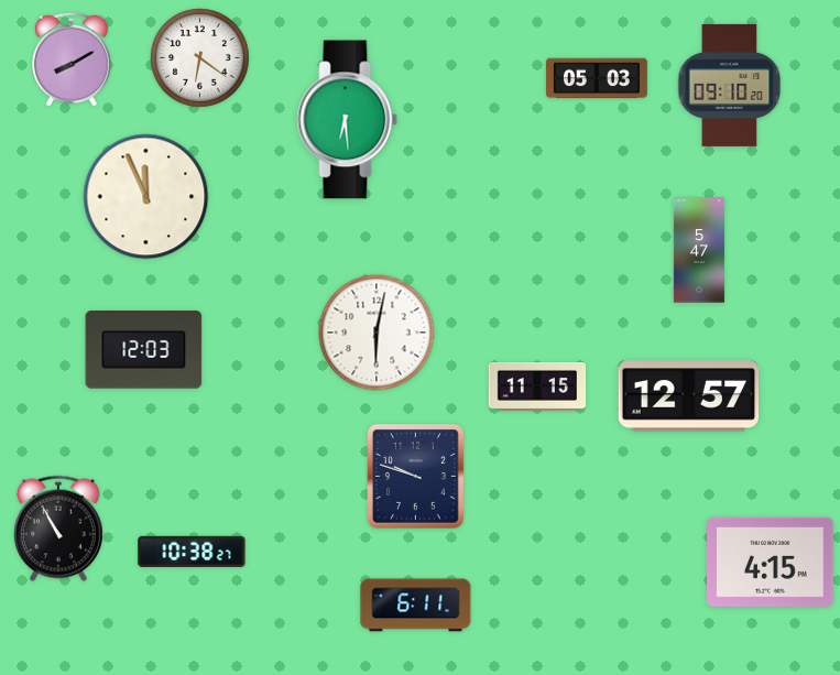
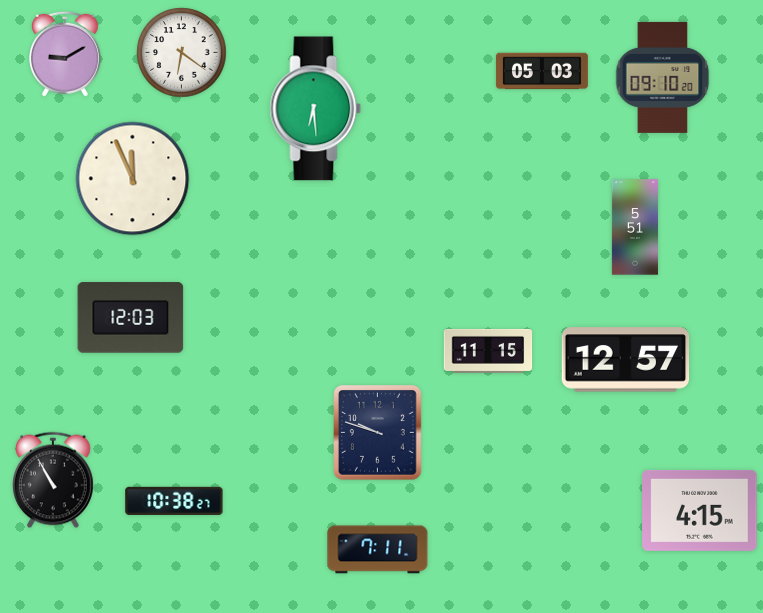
clock at (72, 59): 8:10 -> 9:10
clock at (699, 250): 5:47 -> 5:51
clock at (377, 333): 6:02 -> none
clock at (416, 606): 6:11 -> 7:11
